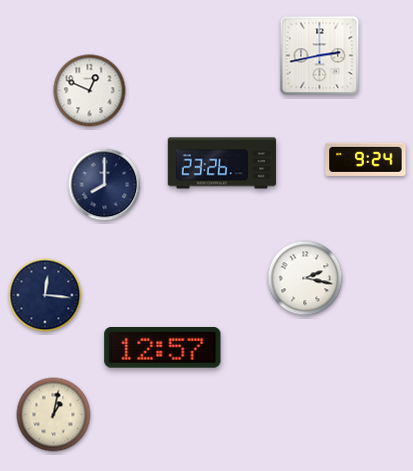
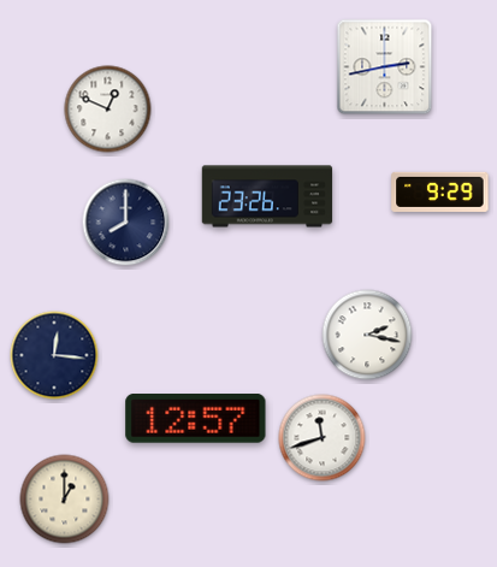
clock at (366, 159): 9:24 -> 9:29
clock at (323, 438): none -> 11:42
clock at (54, 415): 1:02 -> 1:00
